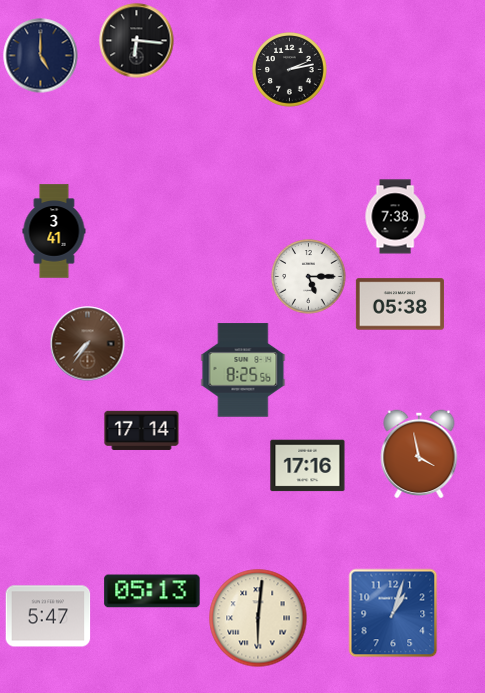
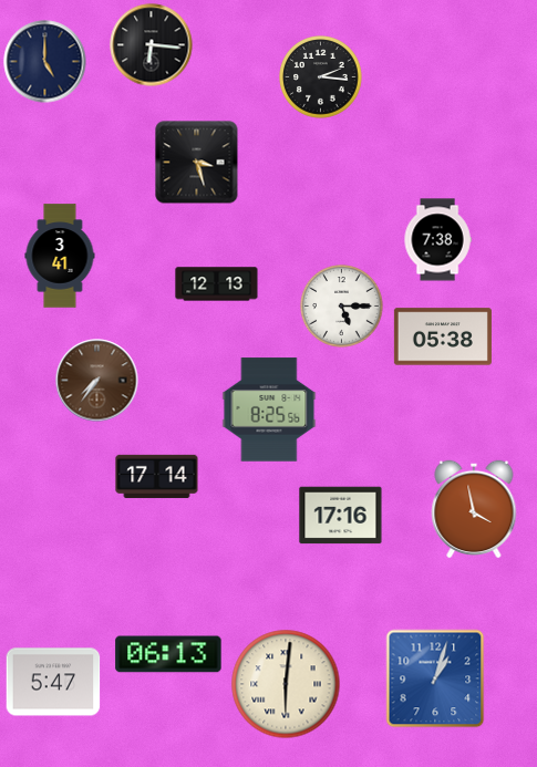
clock at (290, 70): 2:13 -> 2:16
clock at (197, 163): none -> 3:27
clock at (217, 284): none -> 12:13
clock at (419, 454) position: (419, 454) -> (474, 509)
clock at (152, 591): 05:13 -> 06:13
